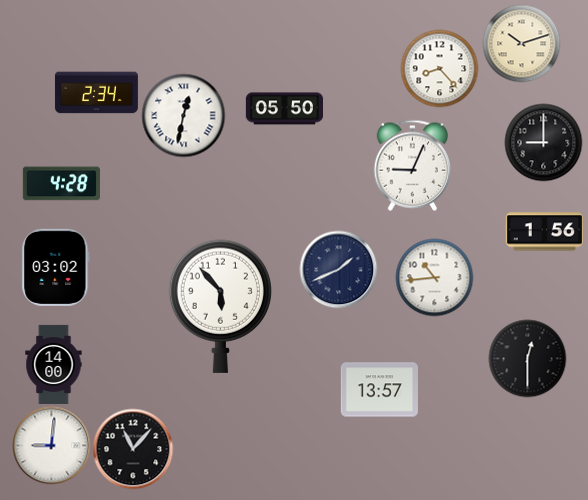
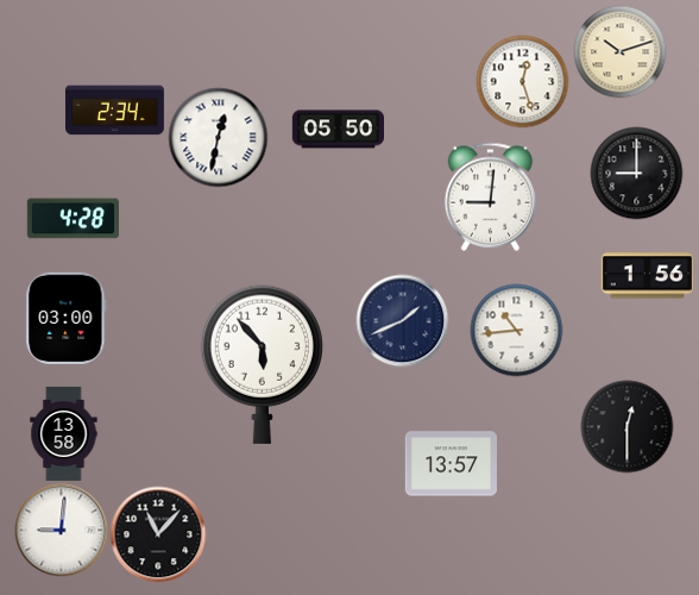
clock at (439, 68): 8:23 -> 12:27
clock at (543, 142) position: (543, 142) -> (636, 173)
clock at (413, 165): 9:04 -> 9:01
clock at (56, 267): 03:02 -> 03:00
clock at (54, 364): 14:00 -> 13:58
